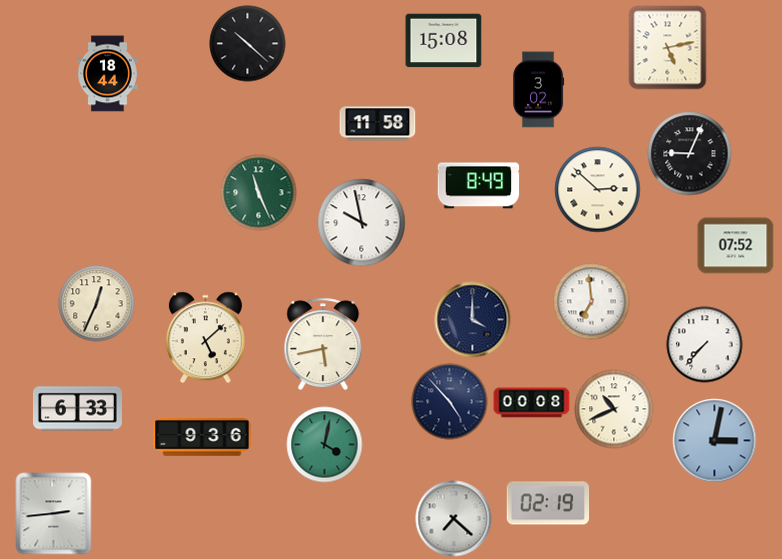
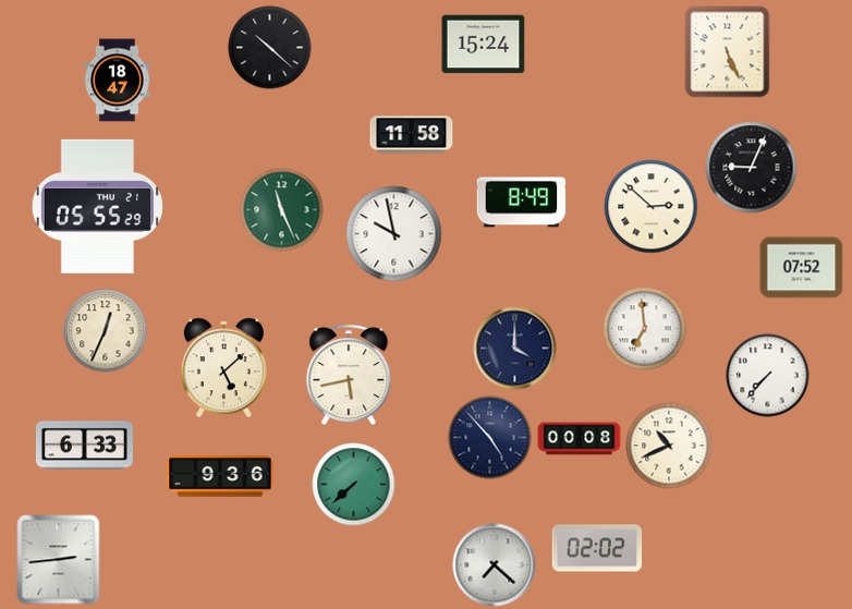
clock at (444, 41): 15:08 -> 15:24
clock at (668, 48): 5:13 -> 5:26
clock at (108, 74): 18:44 -> 18:47
clock at (539, 90): 3:02 -> none
clock at (97, 206): none -> 05:55
clock at (362, 223) position: (362, 223) -> (394, 234)
clock at (323, 344) position: (323, 344) -> (349, 375)
clock at (715, 441): 3:02 -> none
clock at (325, 445): 4:02 -> 7:38
clock at (548, 503): 02:19 -> 02:02
